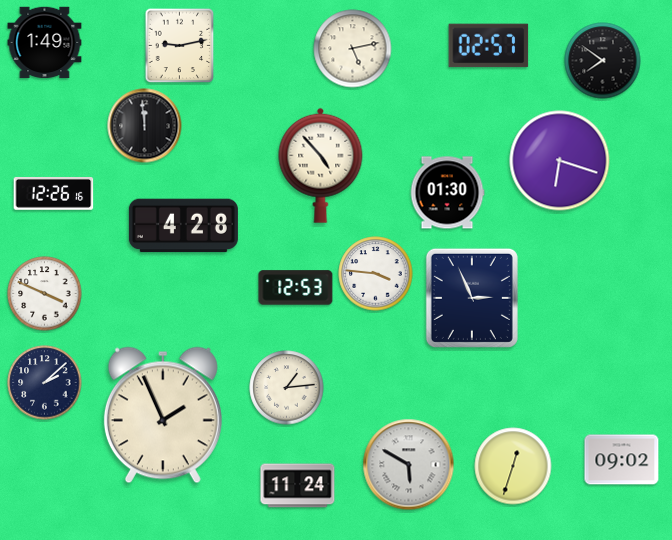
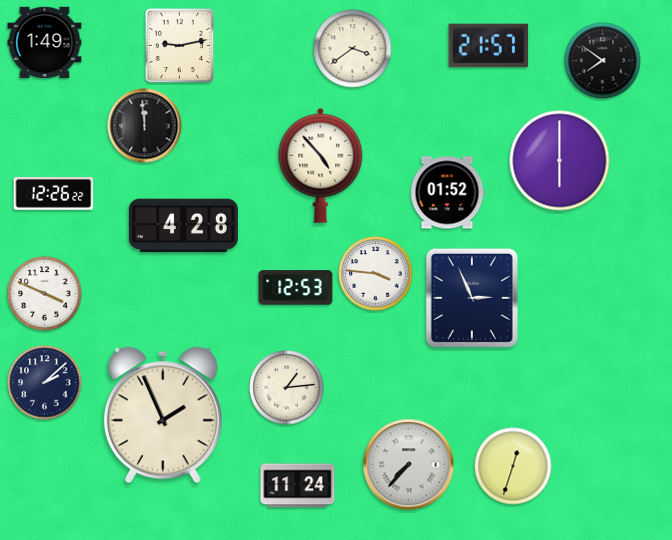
clock at (489, 46): 02:57 -> 21:57
clock at (353, 49): 5:13 -> 3:39
clock at (560, 161): 6:18 -> 6:00
clock at (447, 193): 01:30 -> 01:52
clock at (54, 194): 12:26:16 -> 12:26:22
clock at (622, 460): 09:02 -> none
clock at (409, 465): 5:50 -> 7:37
